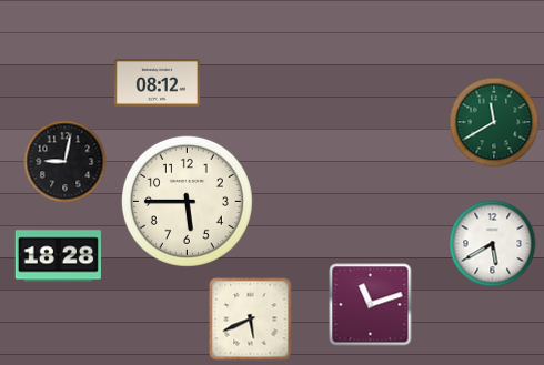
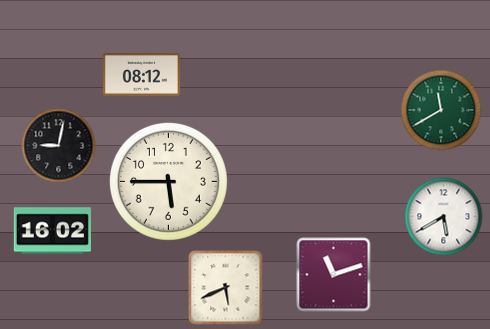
clock at (494, 122) position: (494, 122) -> (441, 110)
clock at (493, 244) position: (493, 244) -> (444, 217)
clock at (58, 256): 18:28 -> 16:02
